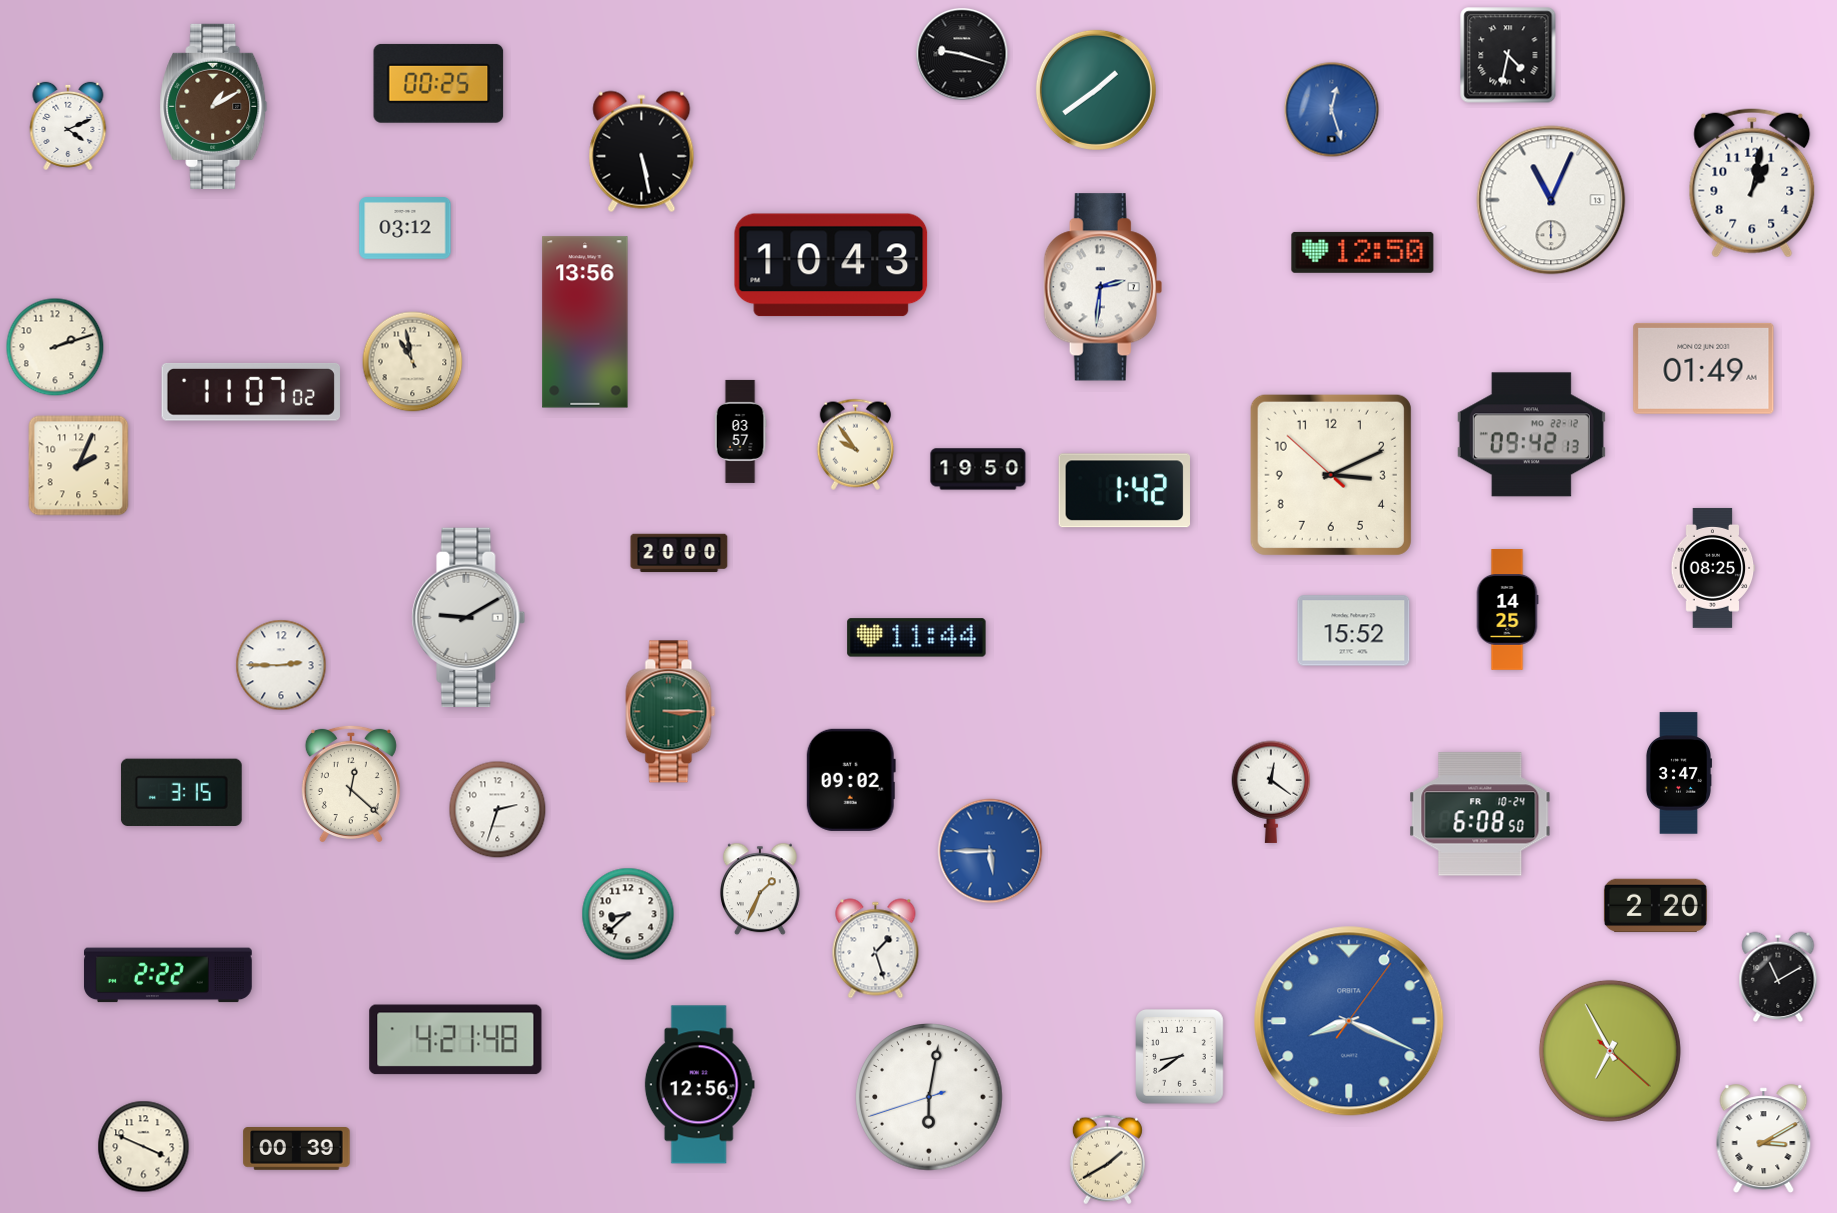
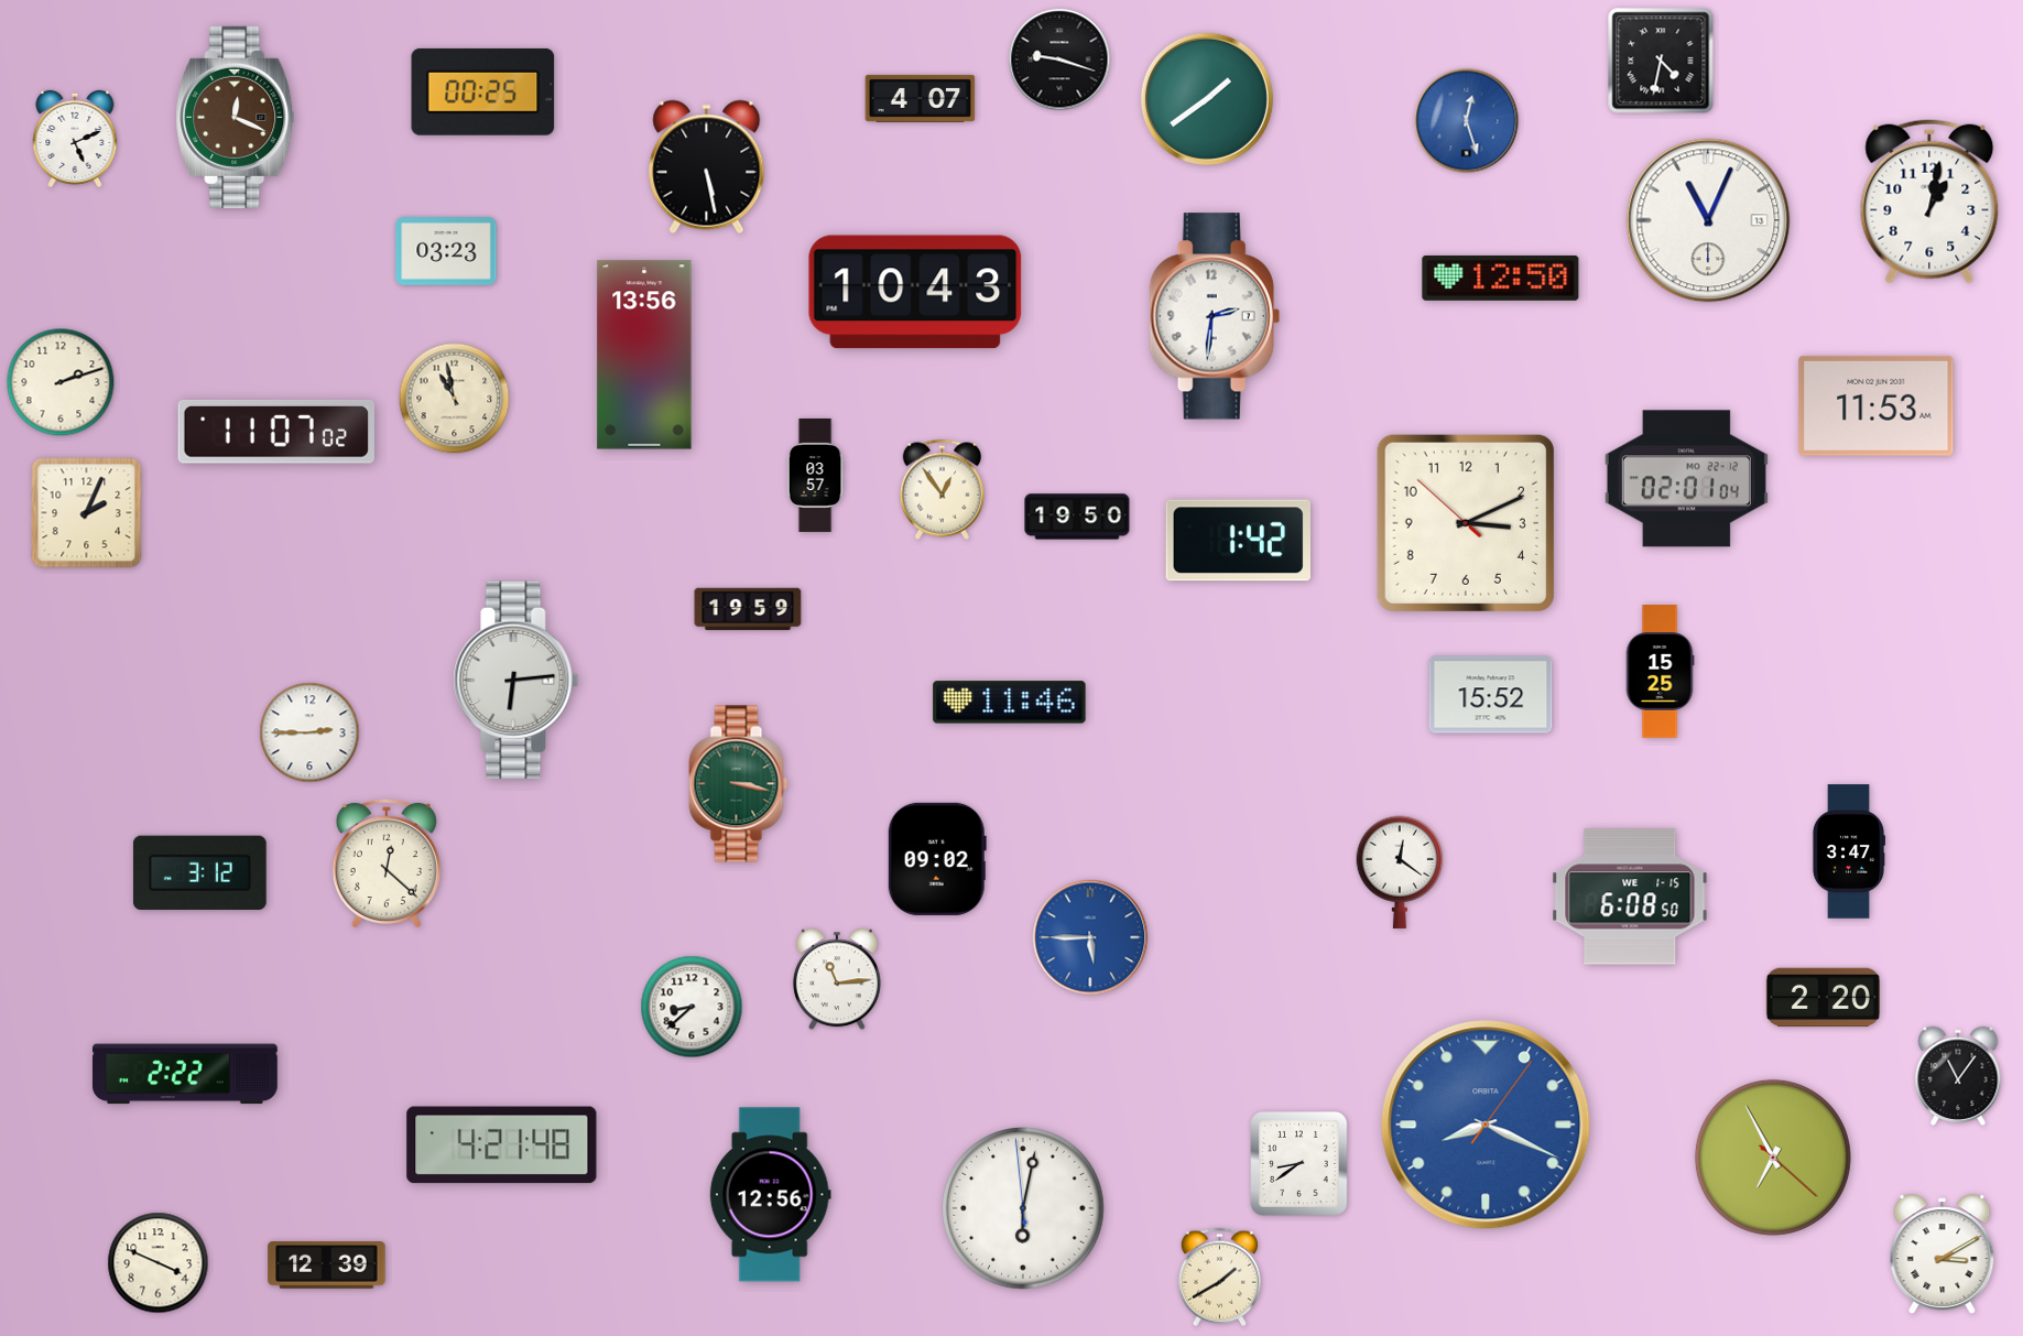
clock at (921, 98): none -> 4:07
clock at (214, 106): 1:10 -> 12:19
clock at (68, 126): 4:11 -> 5:11
clock at (405, 229): 03:12 -> 03:23
clock at (1704, 368): 01:49 -> 11:53
clock at (1531, 435): 09:42 -> 02:01
clock at (855, 444): 9:54 -> 12:54
clock at (679, 553): 20:00 -> 19:59
clock at (1713, 568): 08:25 -> none
clock at (1507, 610): 14:25 -> 15:25
clock at (469, 617): 9:10 -> 6:14
clock at (917, 638): 11:44 -> 11:46
clock at (671, 712): 3:15 -> 3:17
clock at (181, 792): 3:15 -> 3:12
clock at (498, 810): 2:33 -> none
clock at (1480, 814) date: FR 10-24 -> WE 1-15
clock at (760, 889): 1:34 -> 11:14
clock at (876, 949): 1:27 -> none
clock at (1778, 976): 11:10 -> 11:06
clock at (929, 1097): 6:01:42 -> 6:01:59
clock at (297, 1149): 00:39 -> 12:39
